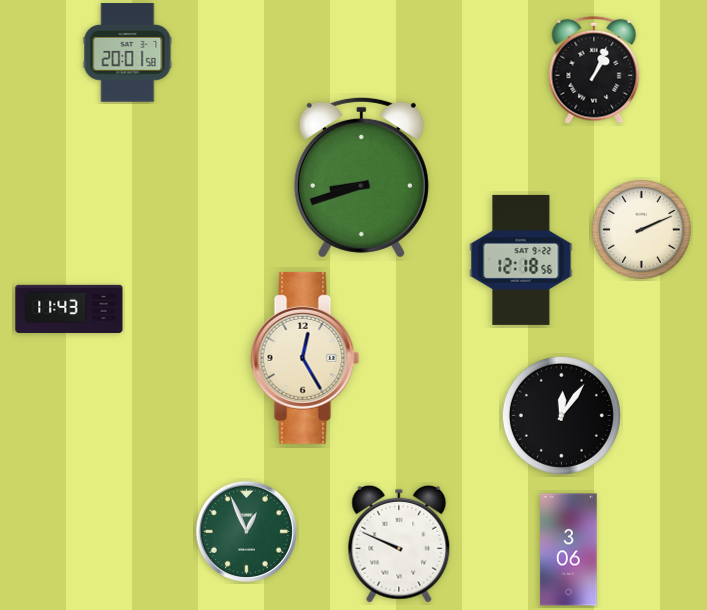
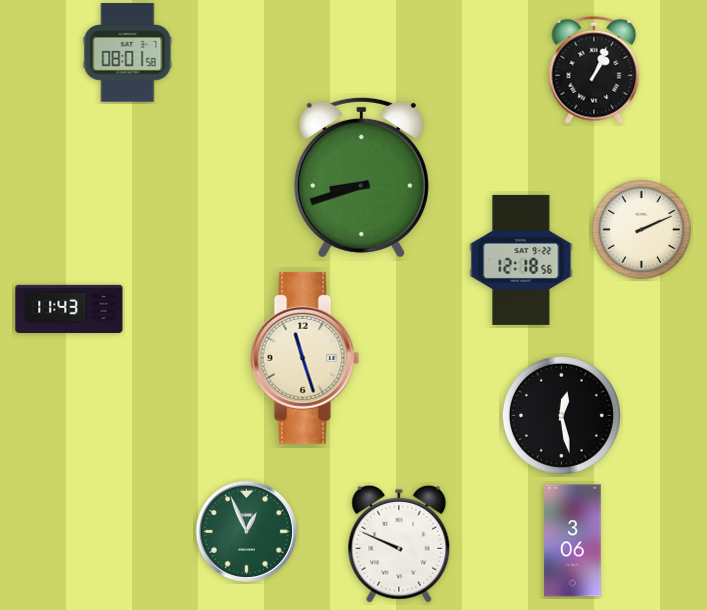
clock at (128, 53): 20:01 -> 08:01
clock at (305, 358): 12:25 -> 11:27
clock at (561, 415): 12:06 -> 12:28
clock at (569, 550) position: (569, 550) -> (573, 541)
